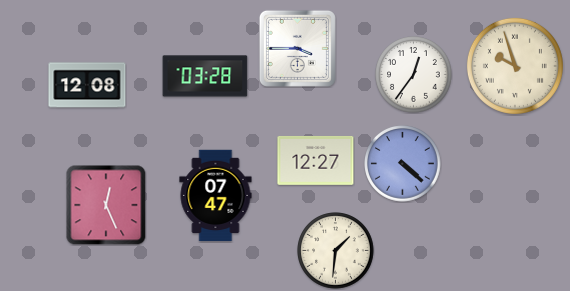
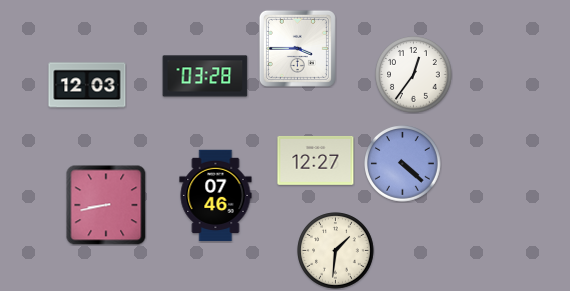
clock at (515, 66): 9:57 -> none
clock at (87, 85): 12:08 -> 12:03
clock at (216, 196): 07:47 -> 07:46
clock at (106, 205): 12:26 -> 8:43
